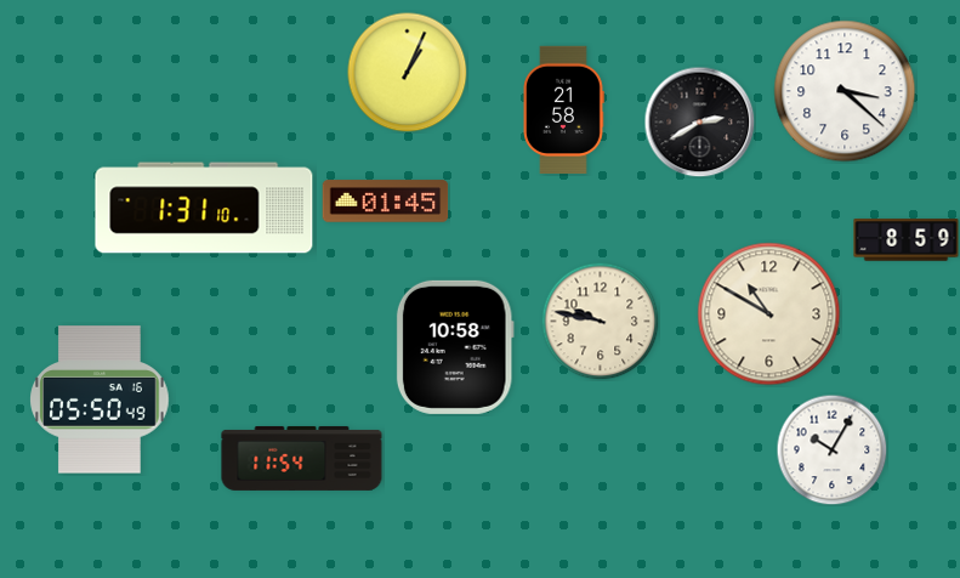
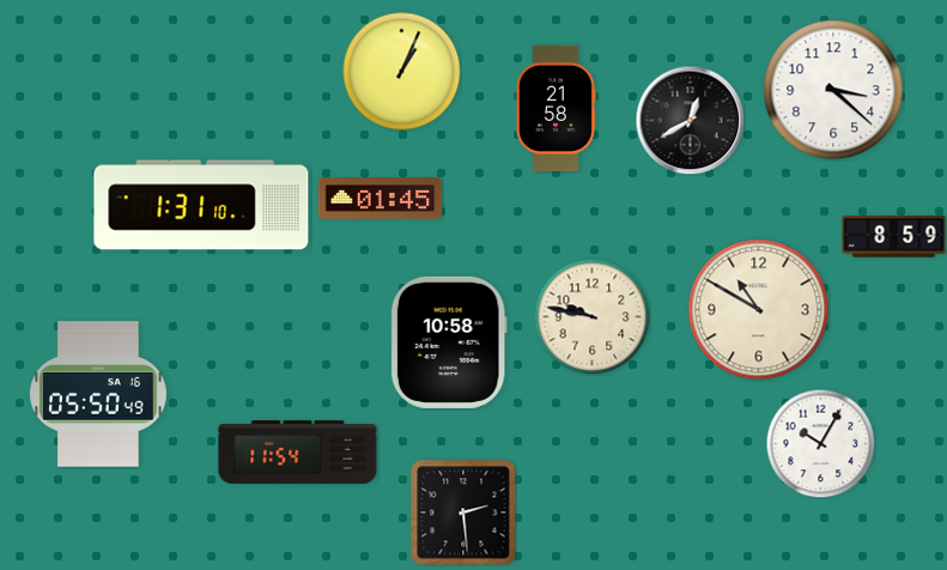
clock at (699, 121): 2:40 -> 12:40
clock at (463, 513): none -> 2:29
